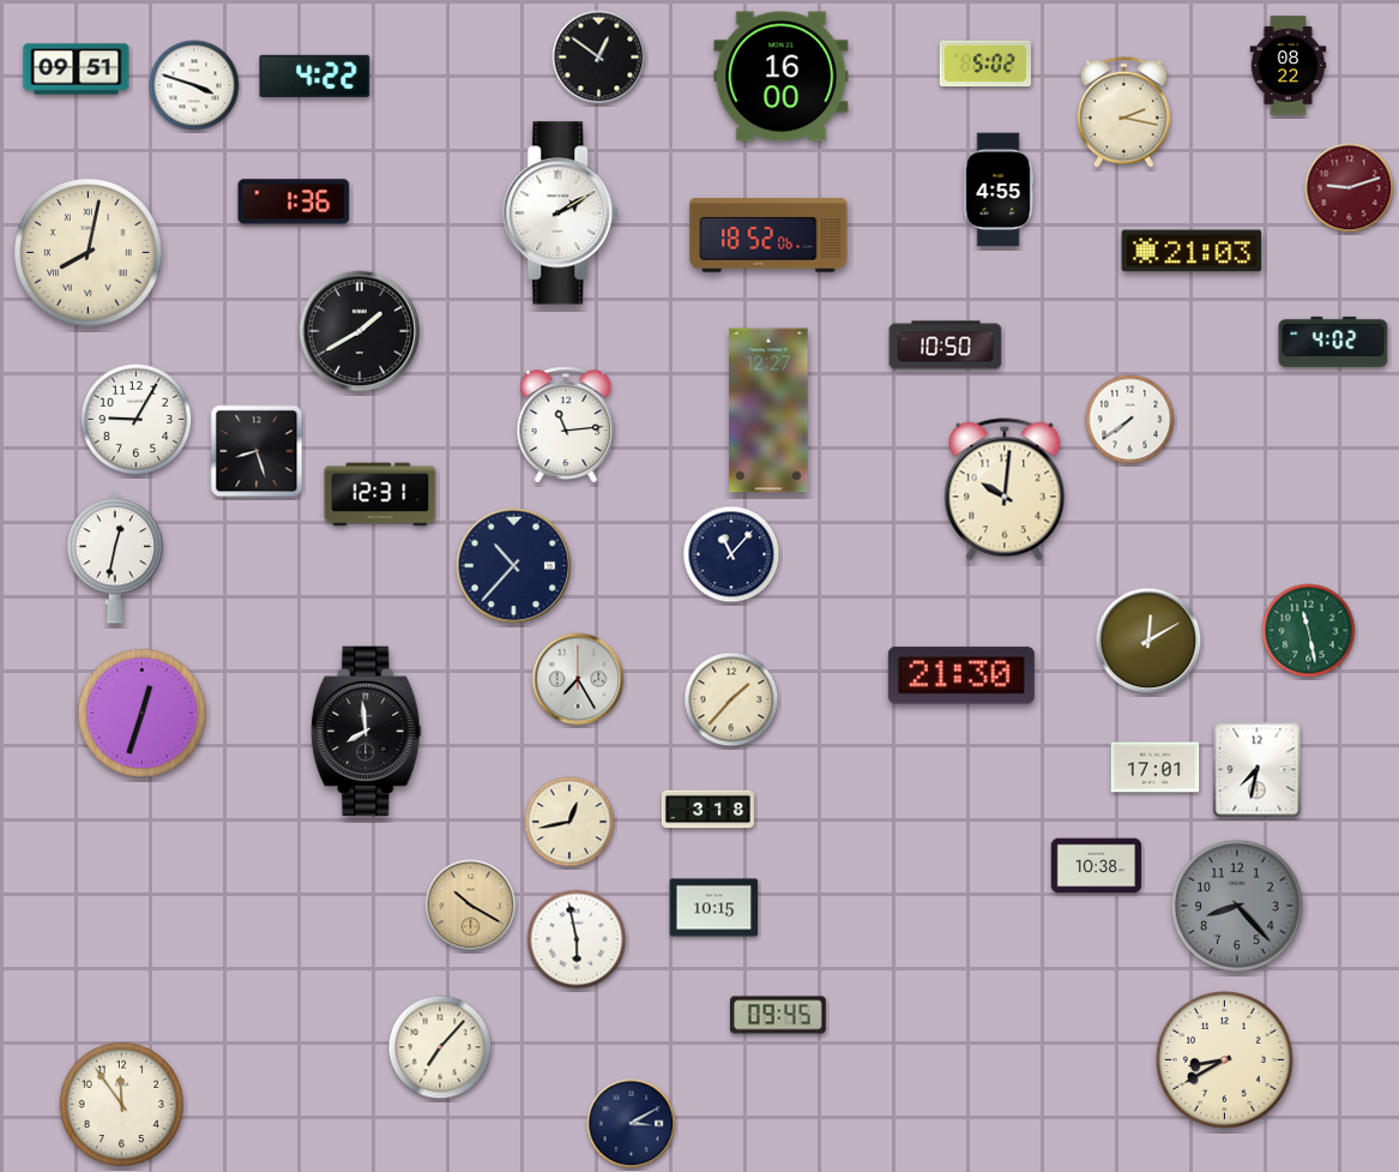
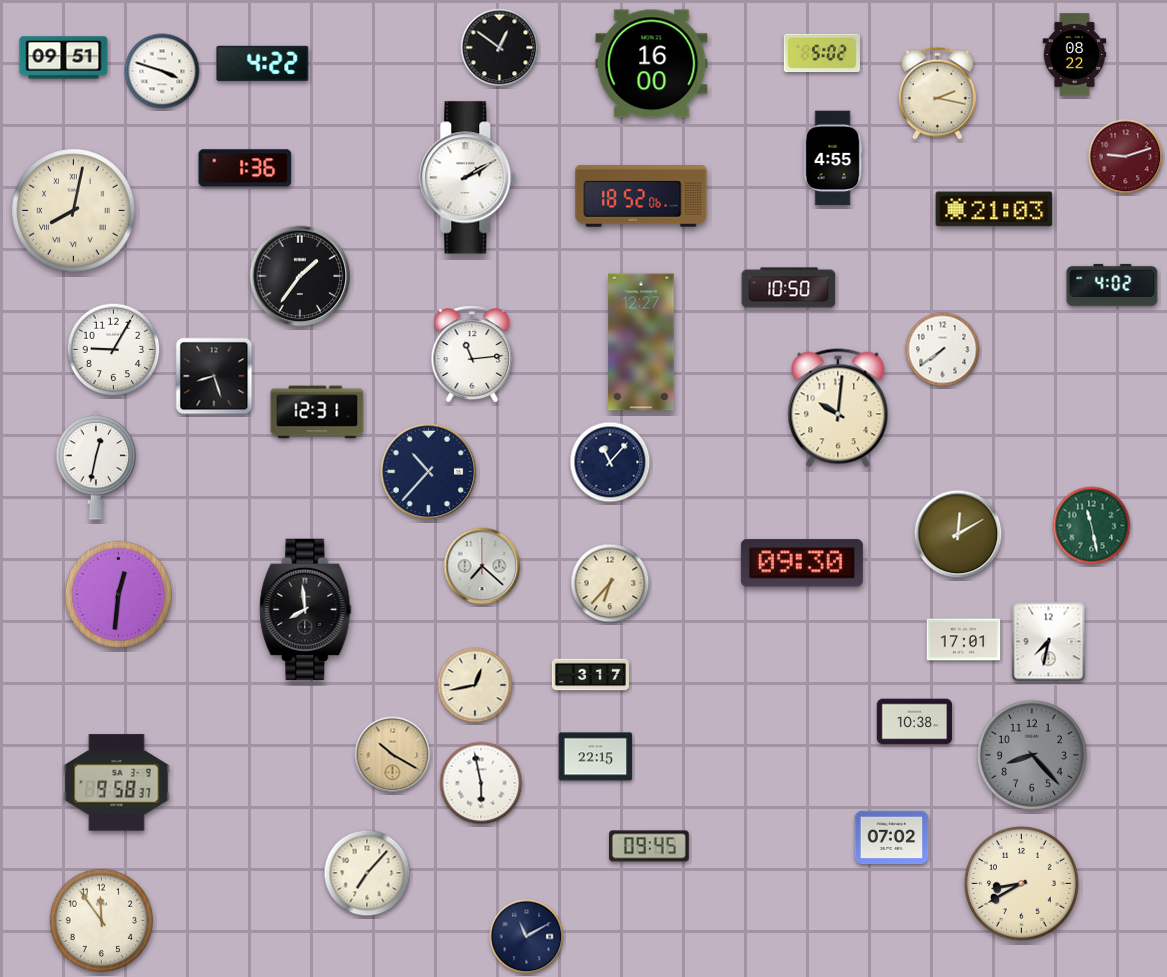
clock at (360, 331): 1:40 -> 1:36
clock at (961, 675): 21:30 -> 09:30
clock at (578, 679): 7:25 -> 7:22
clock at (731, 699): 1:37 -> 6:37
clock at (141, 713): 12:33 -> 12:31
clock at (707, 810): 3:18 -> 3:17
clock at (714, 908): 10:15 -> 22:15
clock at (117, 783): none -> 9:58
clock at (892, 838): none -> 07:02
clock at (632, 1124): 3:10 -> 11:10
